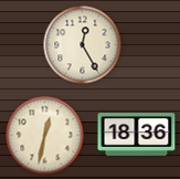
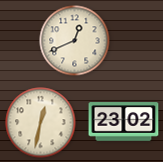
clock at (83, 45): 12:25 -> 12:41
clock at (137, 135): 18:36 -> 23:02
